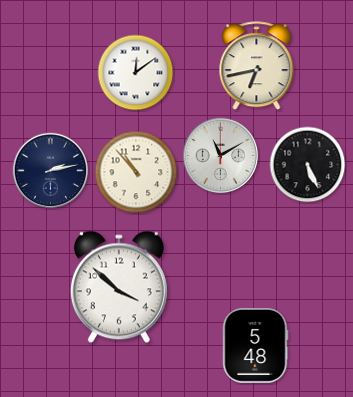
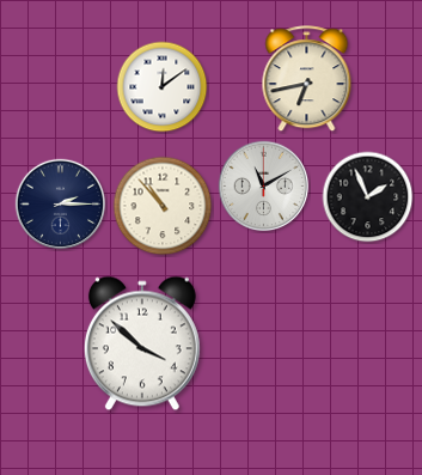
clock at (308, 165): 5:26 -> 1:56
clock at (51, 171): 2:13 -> 2:15
clock at (256, 345): 5:48 -> none
